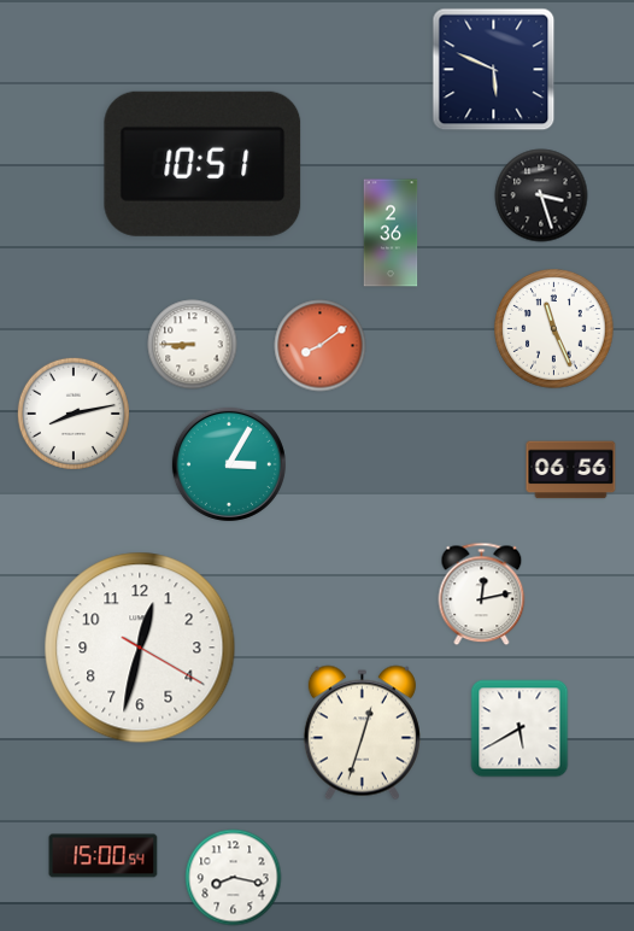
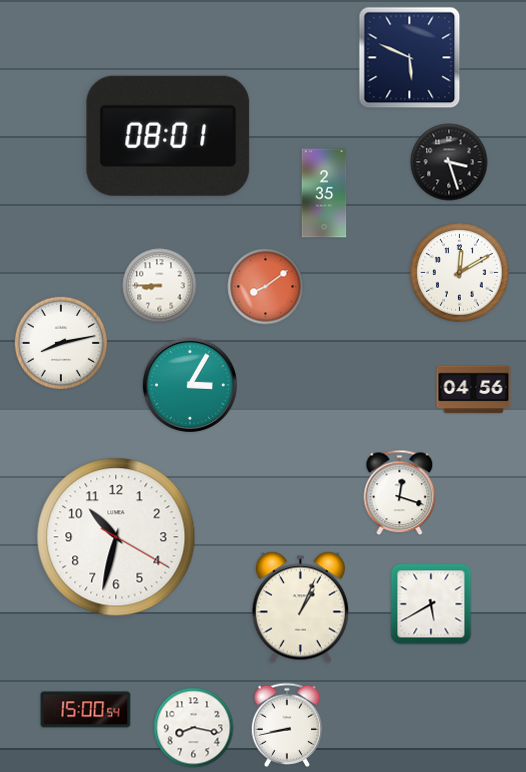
clock at (202, 164): 10:51 -> 08:01
clock at (391, 233): 2:36 -> 2:35
clock at (554, 329): 11:26 -> 12:10
clock at (571, 470): 06:56 -> 04:56
clock at (482, 595): 12:13 -> 12:18
clock at (140, 648): 12:32 -> 10:32
clock at (362, 733): 12:33 -> 1:04
clock at (287, 724): none -> 8:43
